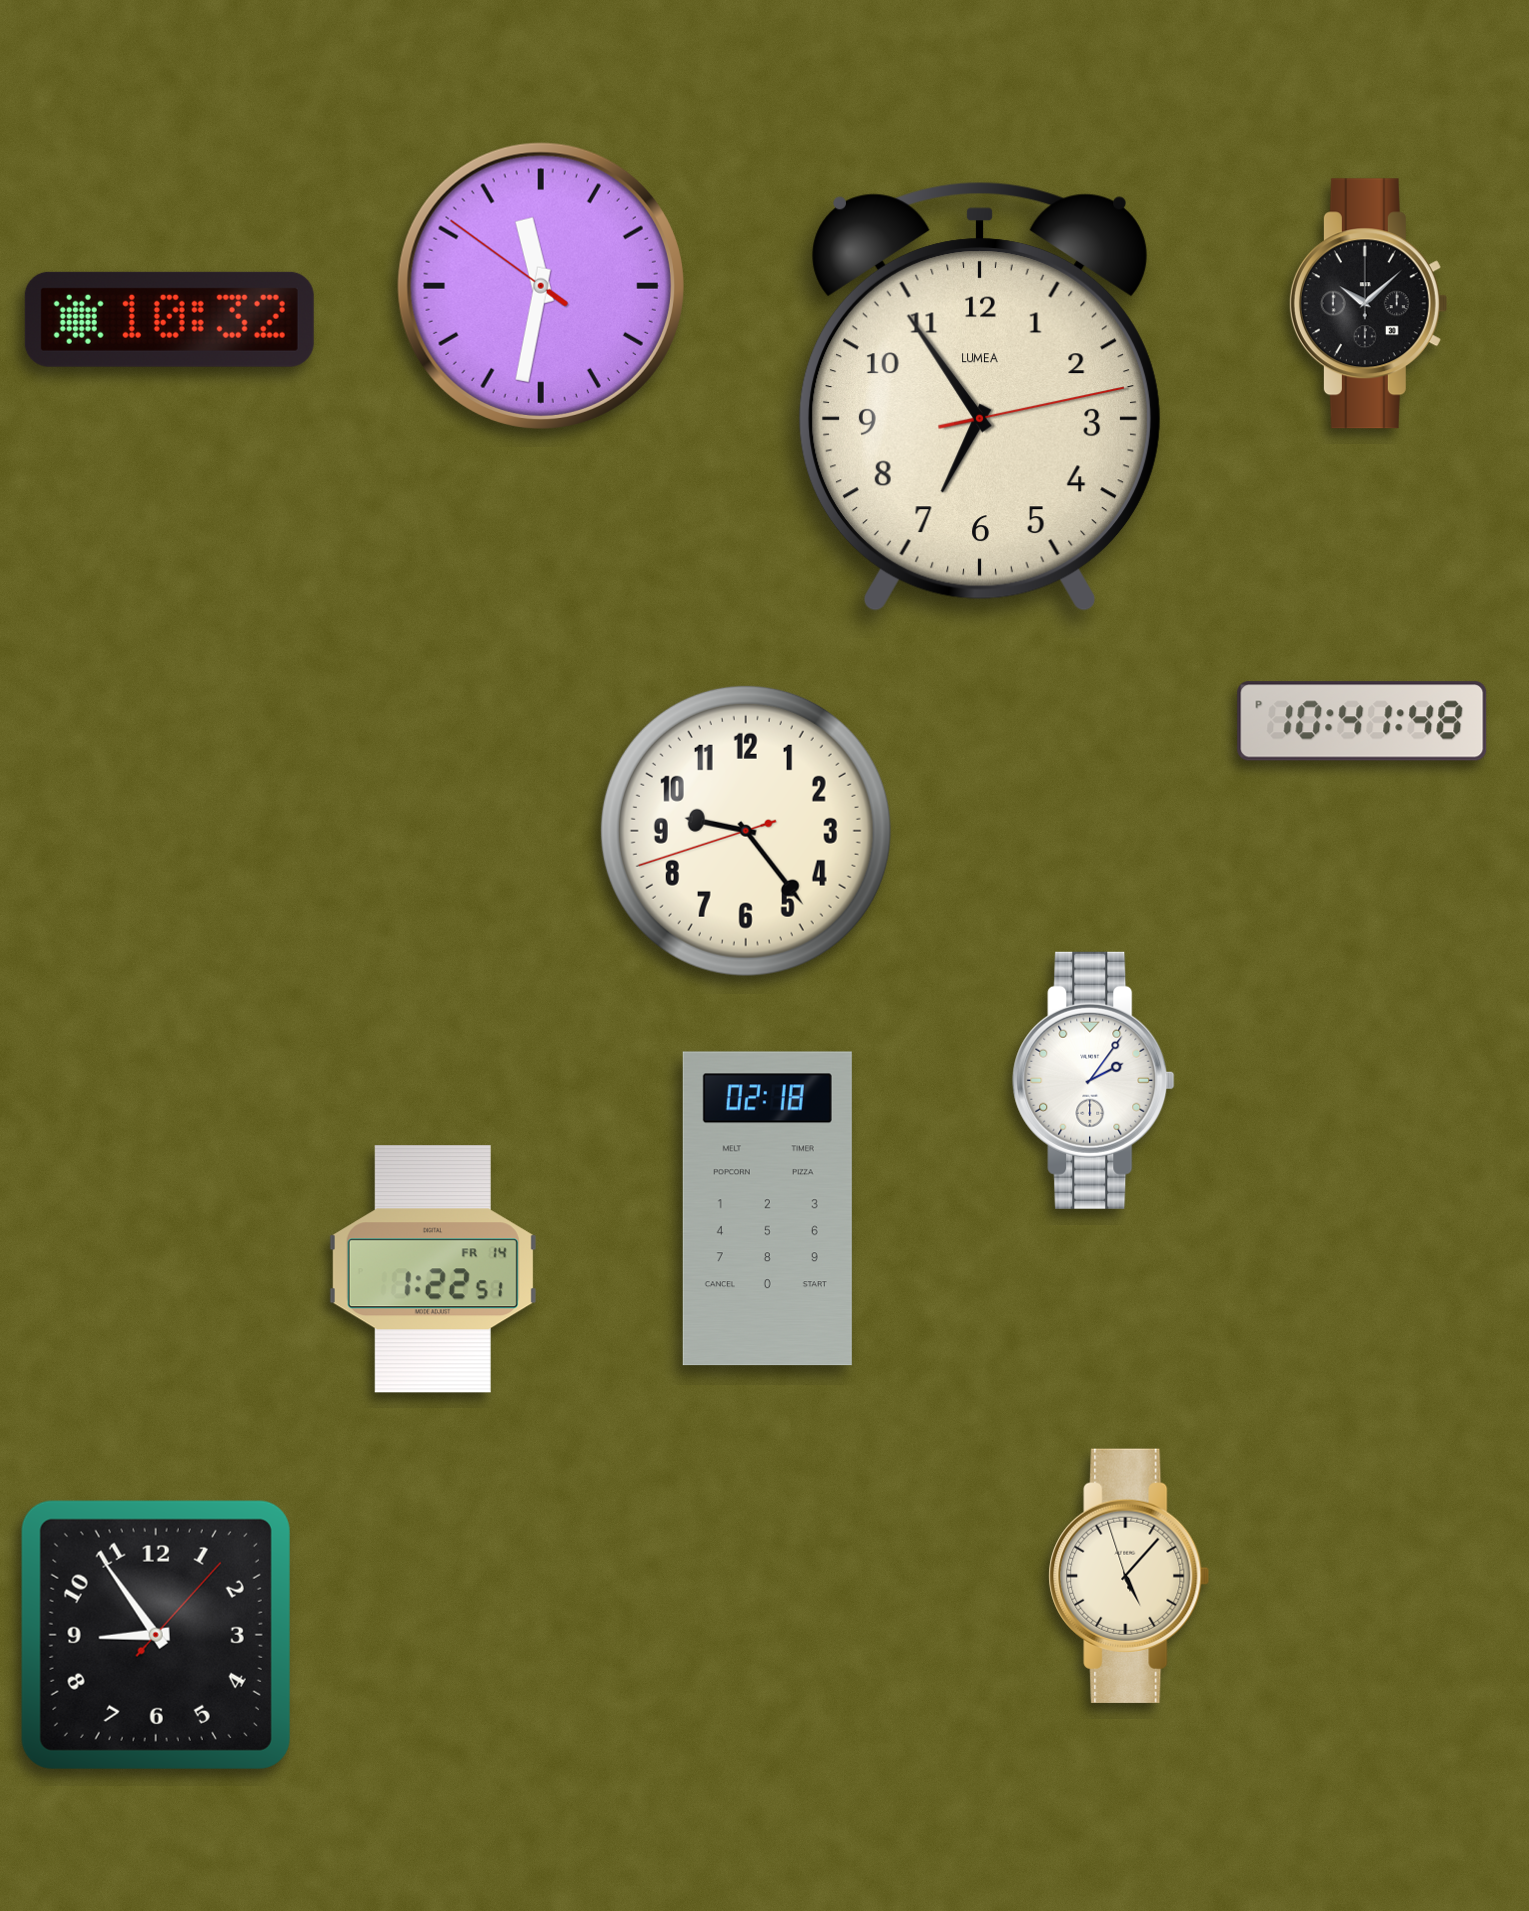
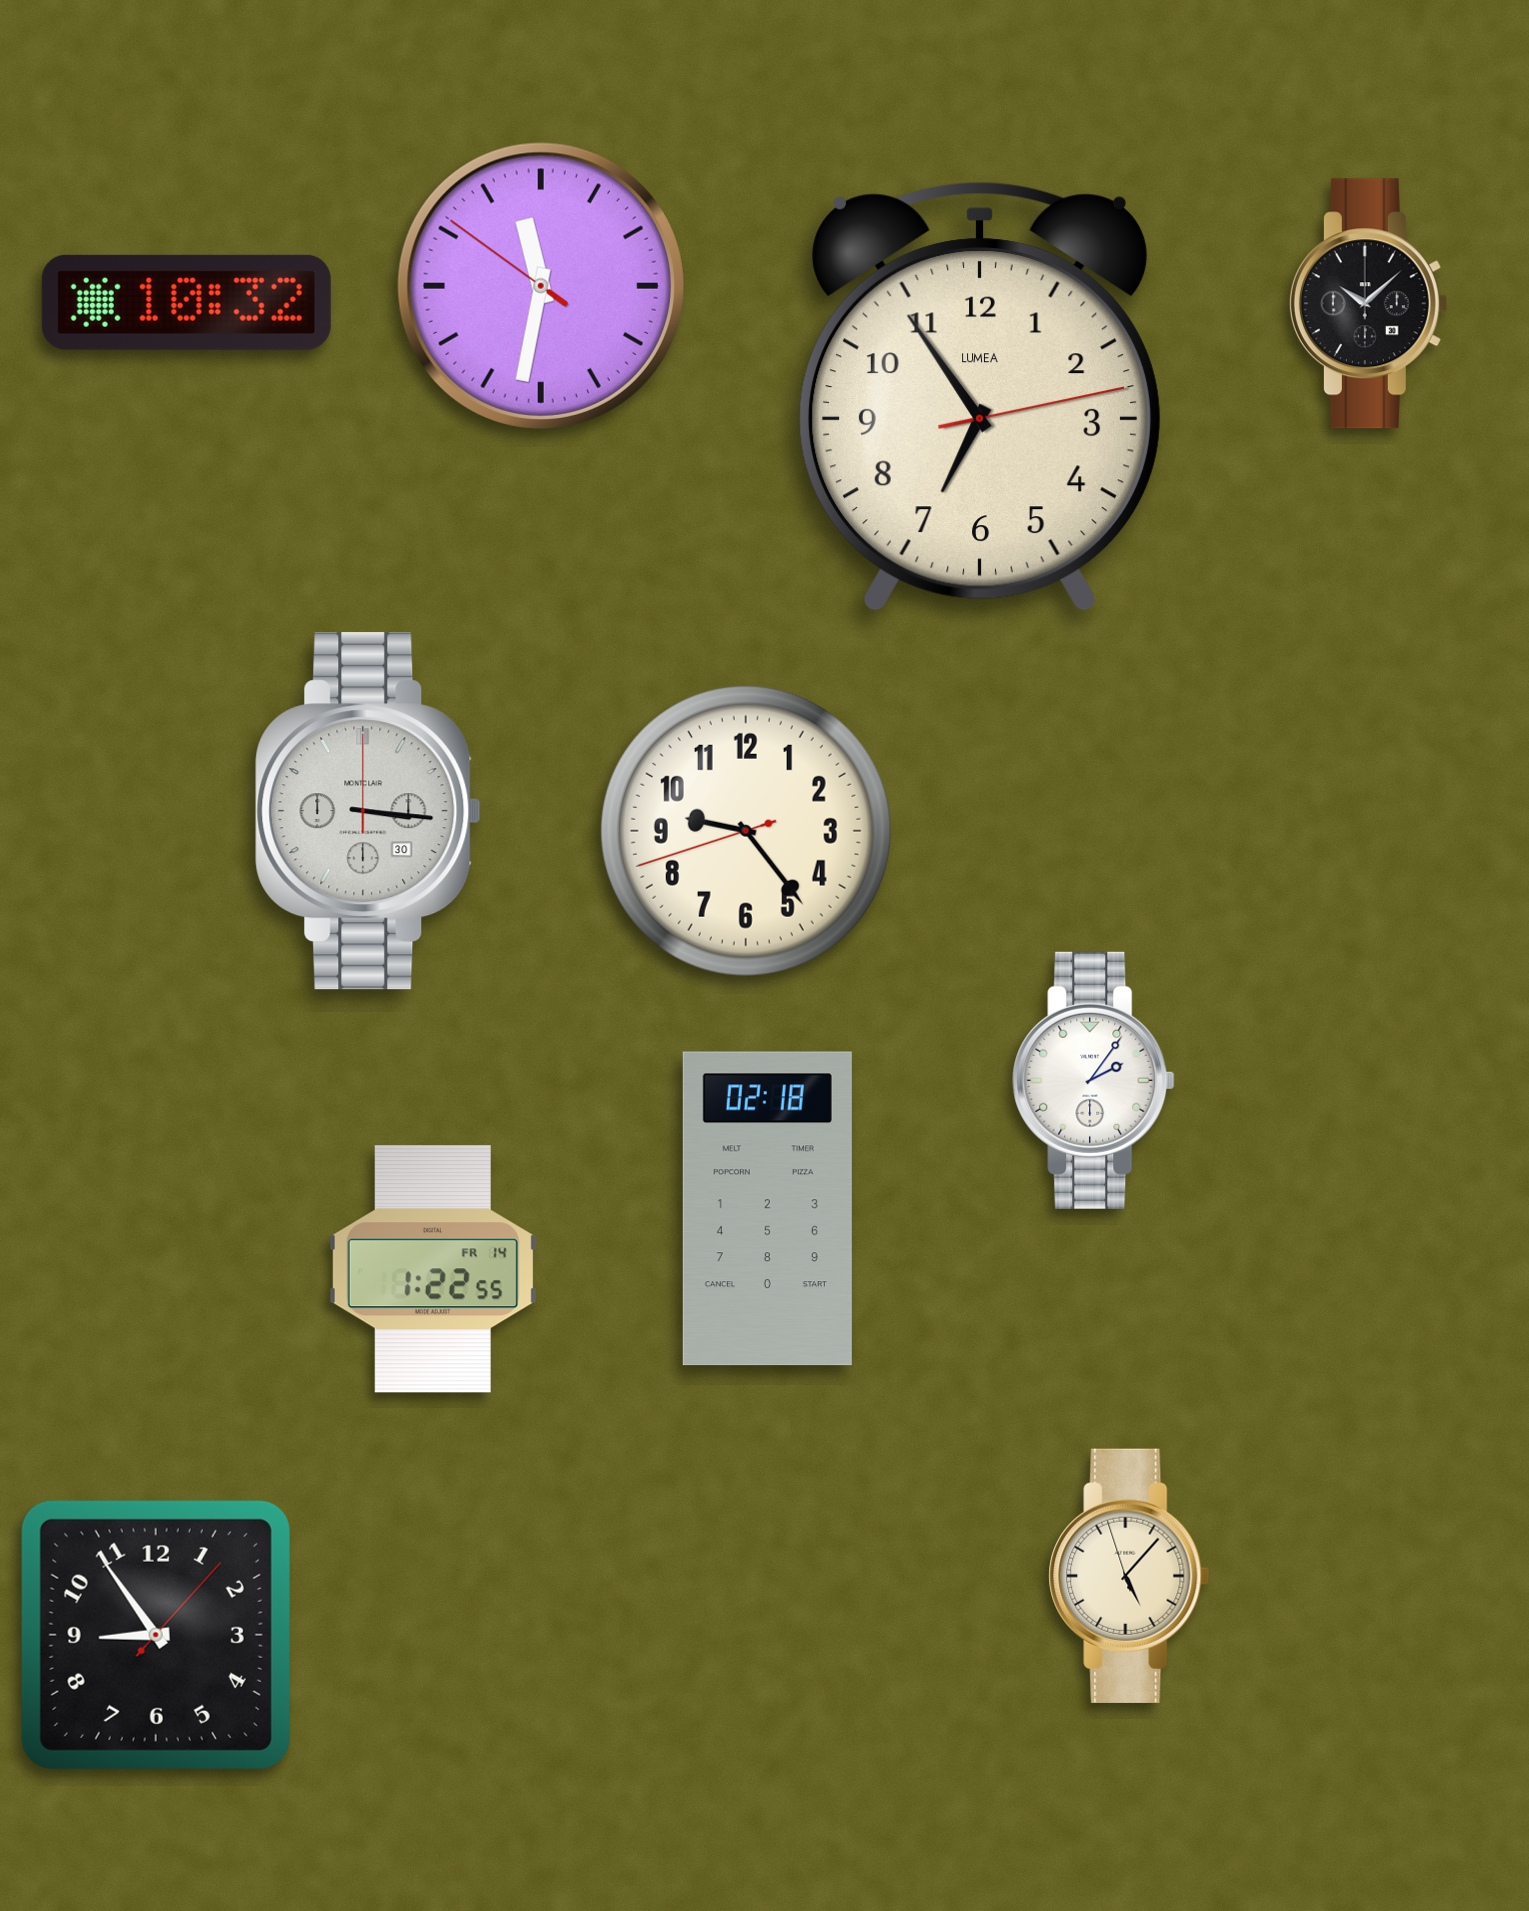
clock at (169, 319) position: (169, 319) -> (186, 302)
clock at (1362, 721): 10:41 -> none
clock at (368, 811): none -> 3:16
clock at (433, 1269): 1:22:51 -> 1:22:55
